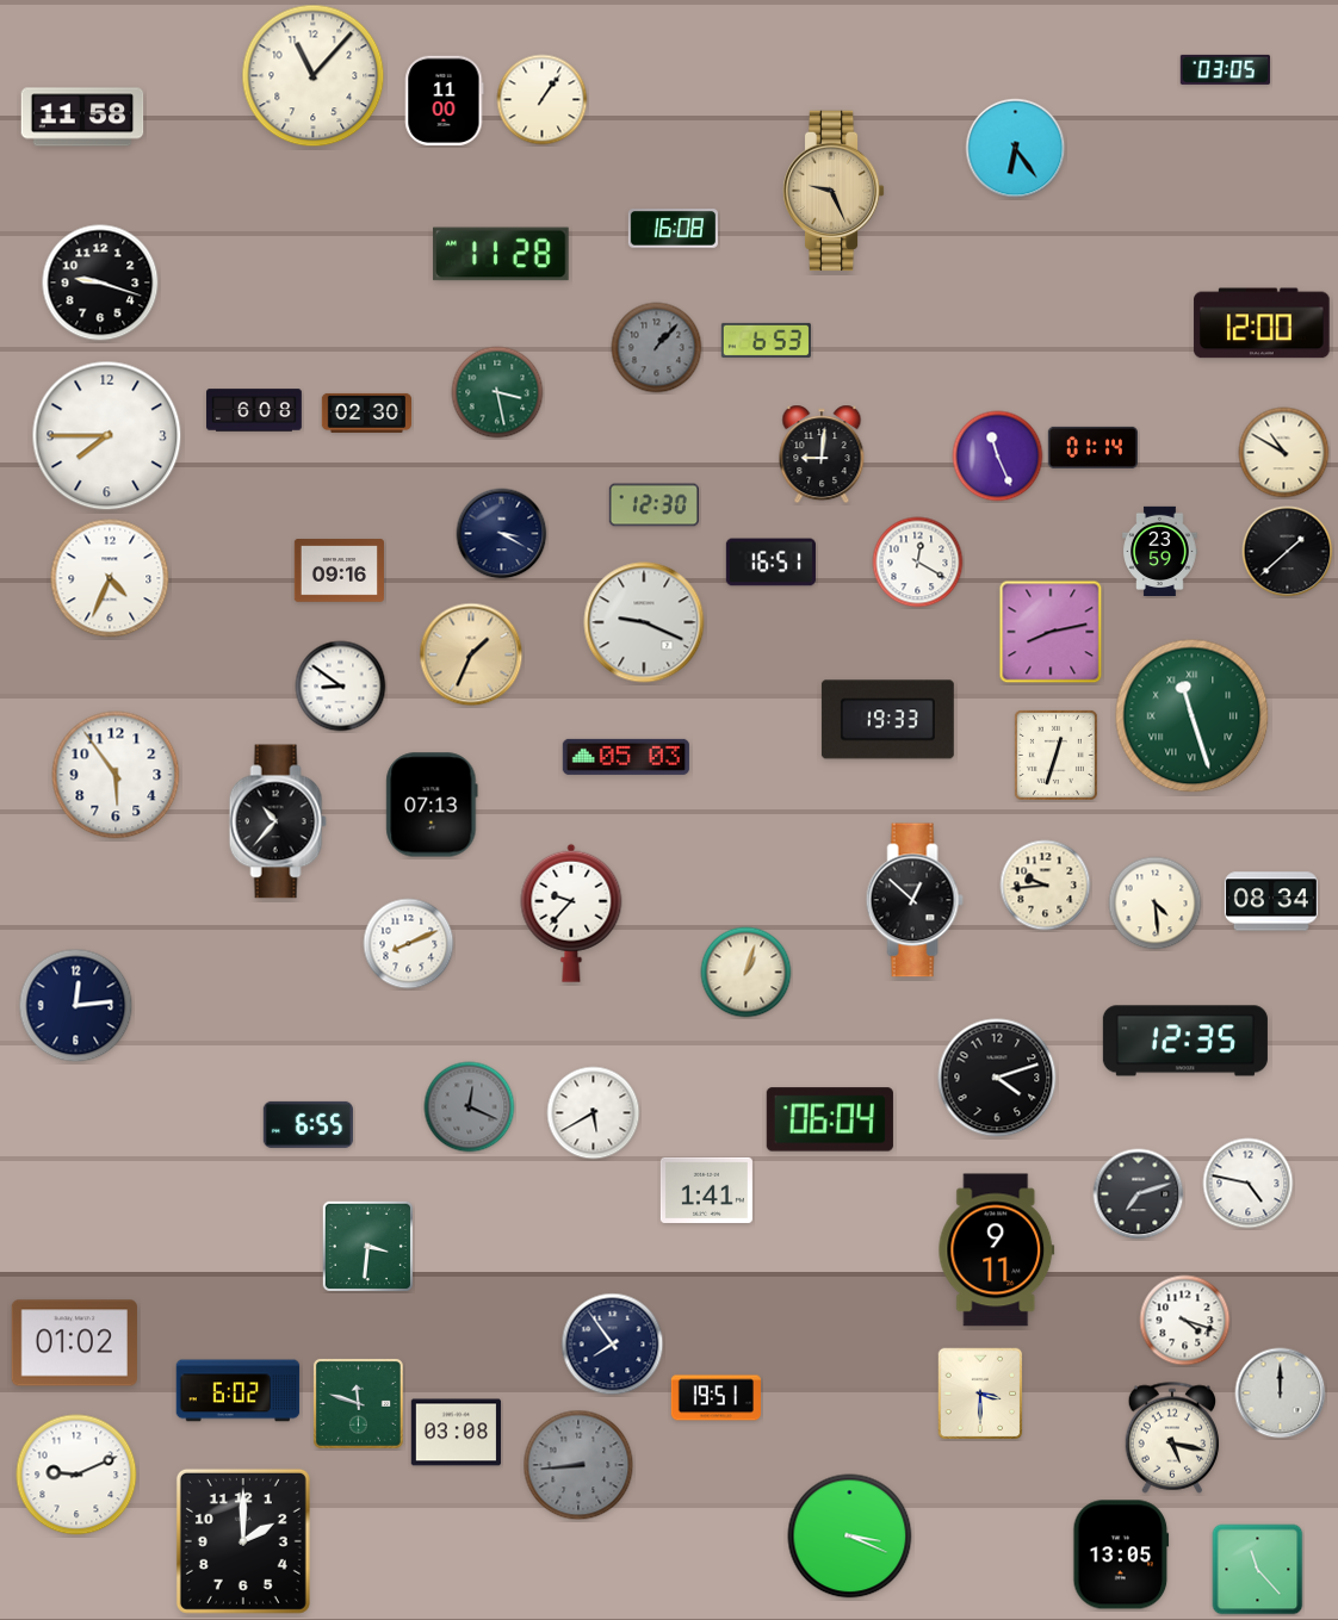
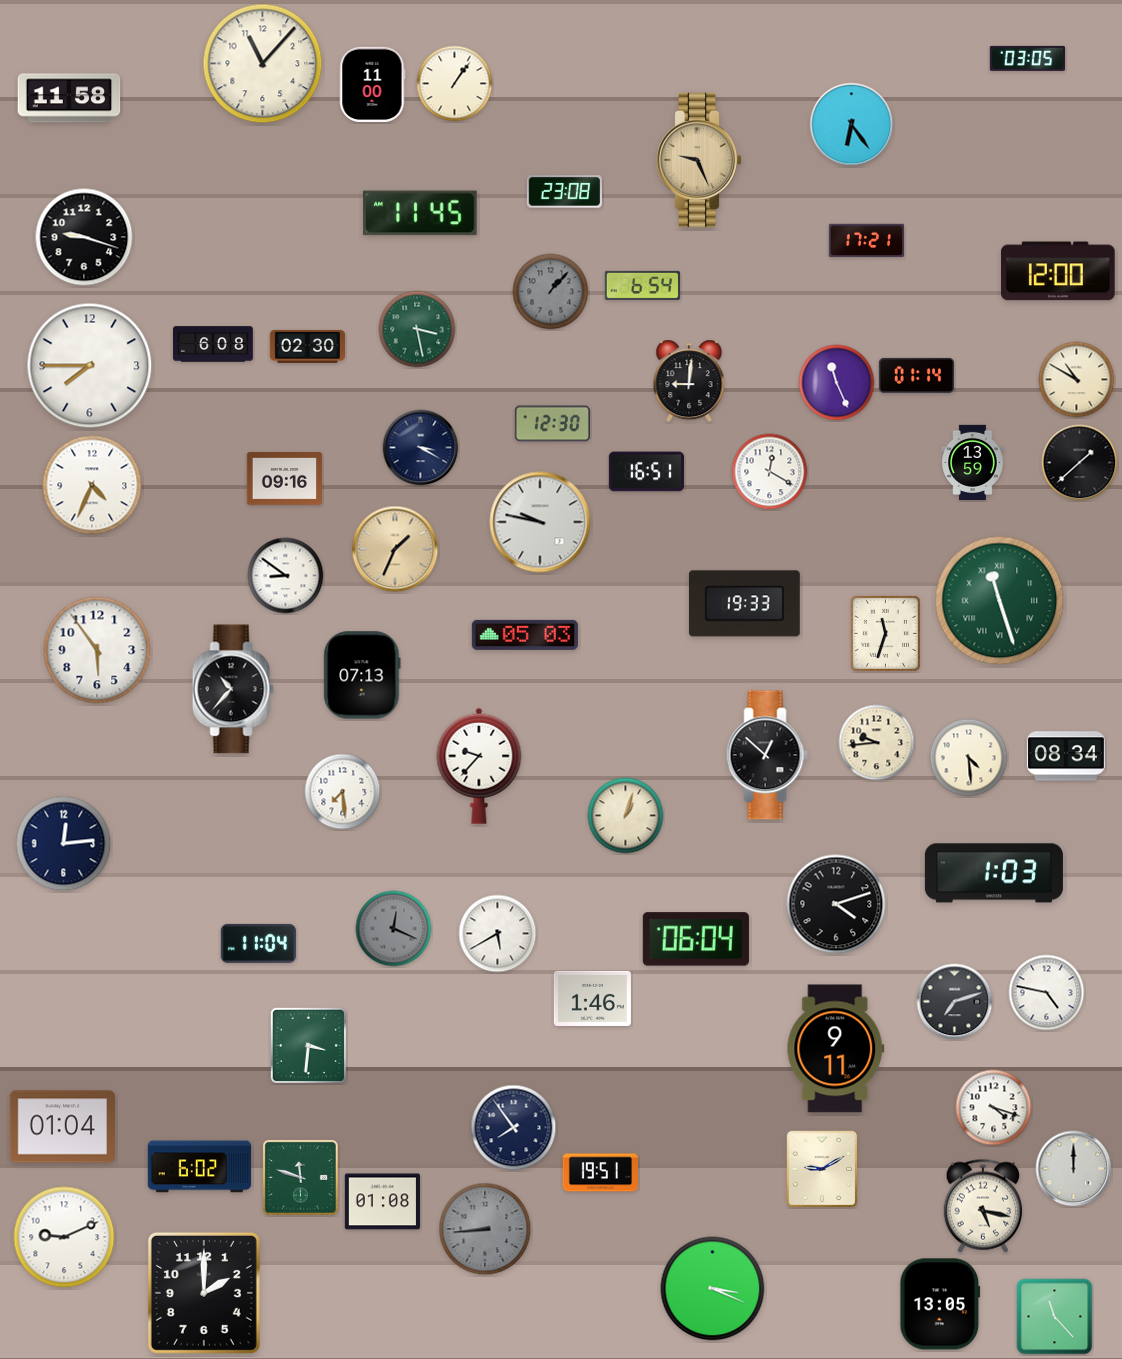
clock at (673, 229): 16:08 -> 23:08
clock at (501, 254): 11:28 -> 11:45
clock at (866, 240): none -> 17:21
clock at (766, 340): 6:53 -> 6:54
clock at (653, 505) position: (653, 505) -> (552, 424)
clock at (1160, 551): 23:59 -> 13:59
clock at (644, 622): 9:19 -> 9:47
clock at (1051, 632): 8:13 -> none
clock at (1055, 755): 12:33 -> 11:33
clock at (409, 944): 8:11 -> 7:29
clock at (1185, 1041): 12:35 -> 1:03
clock at (308, 1124): 6:55 -> 11:04
clock at (706, 1190): 1:41 -> 1:46
clock at (74, 1343): 01:02 -> 01:04
clock at (980, 1394): 3:30 -> 9:10
clock at (456, 1433): 03:08 -> 01:08
